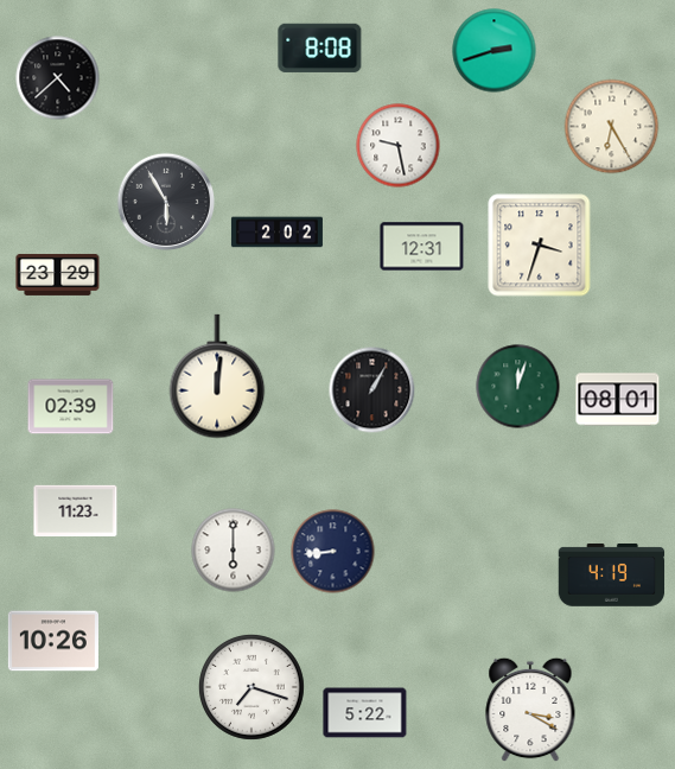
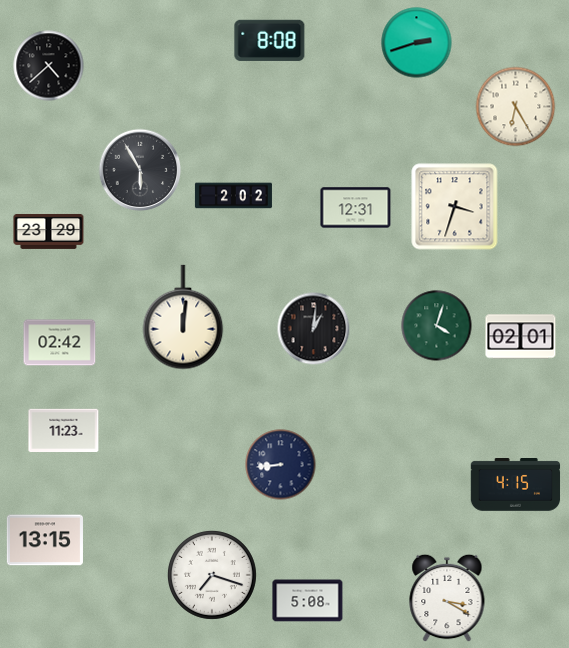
clock at (399, 146): 9:28 -> none
clock at (518, 387): 12:03 -> 4:03
clock at (372, 390): 1:05 -> 1:01
clock at (618, 400): 08:01 -> 02:01
clock at (71, 407): 02:39 -> 02:42
clock at (234, 551): 6:00 -> none
clock at (612, 576): 4:19 -> 4:15
clock at (53, 641): 10:26 -> 13:15
clock at (251, 687) position: (251, 687) -> (212, 575)
clock at (365, 713): 5:22 -> 5:08
